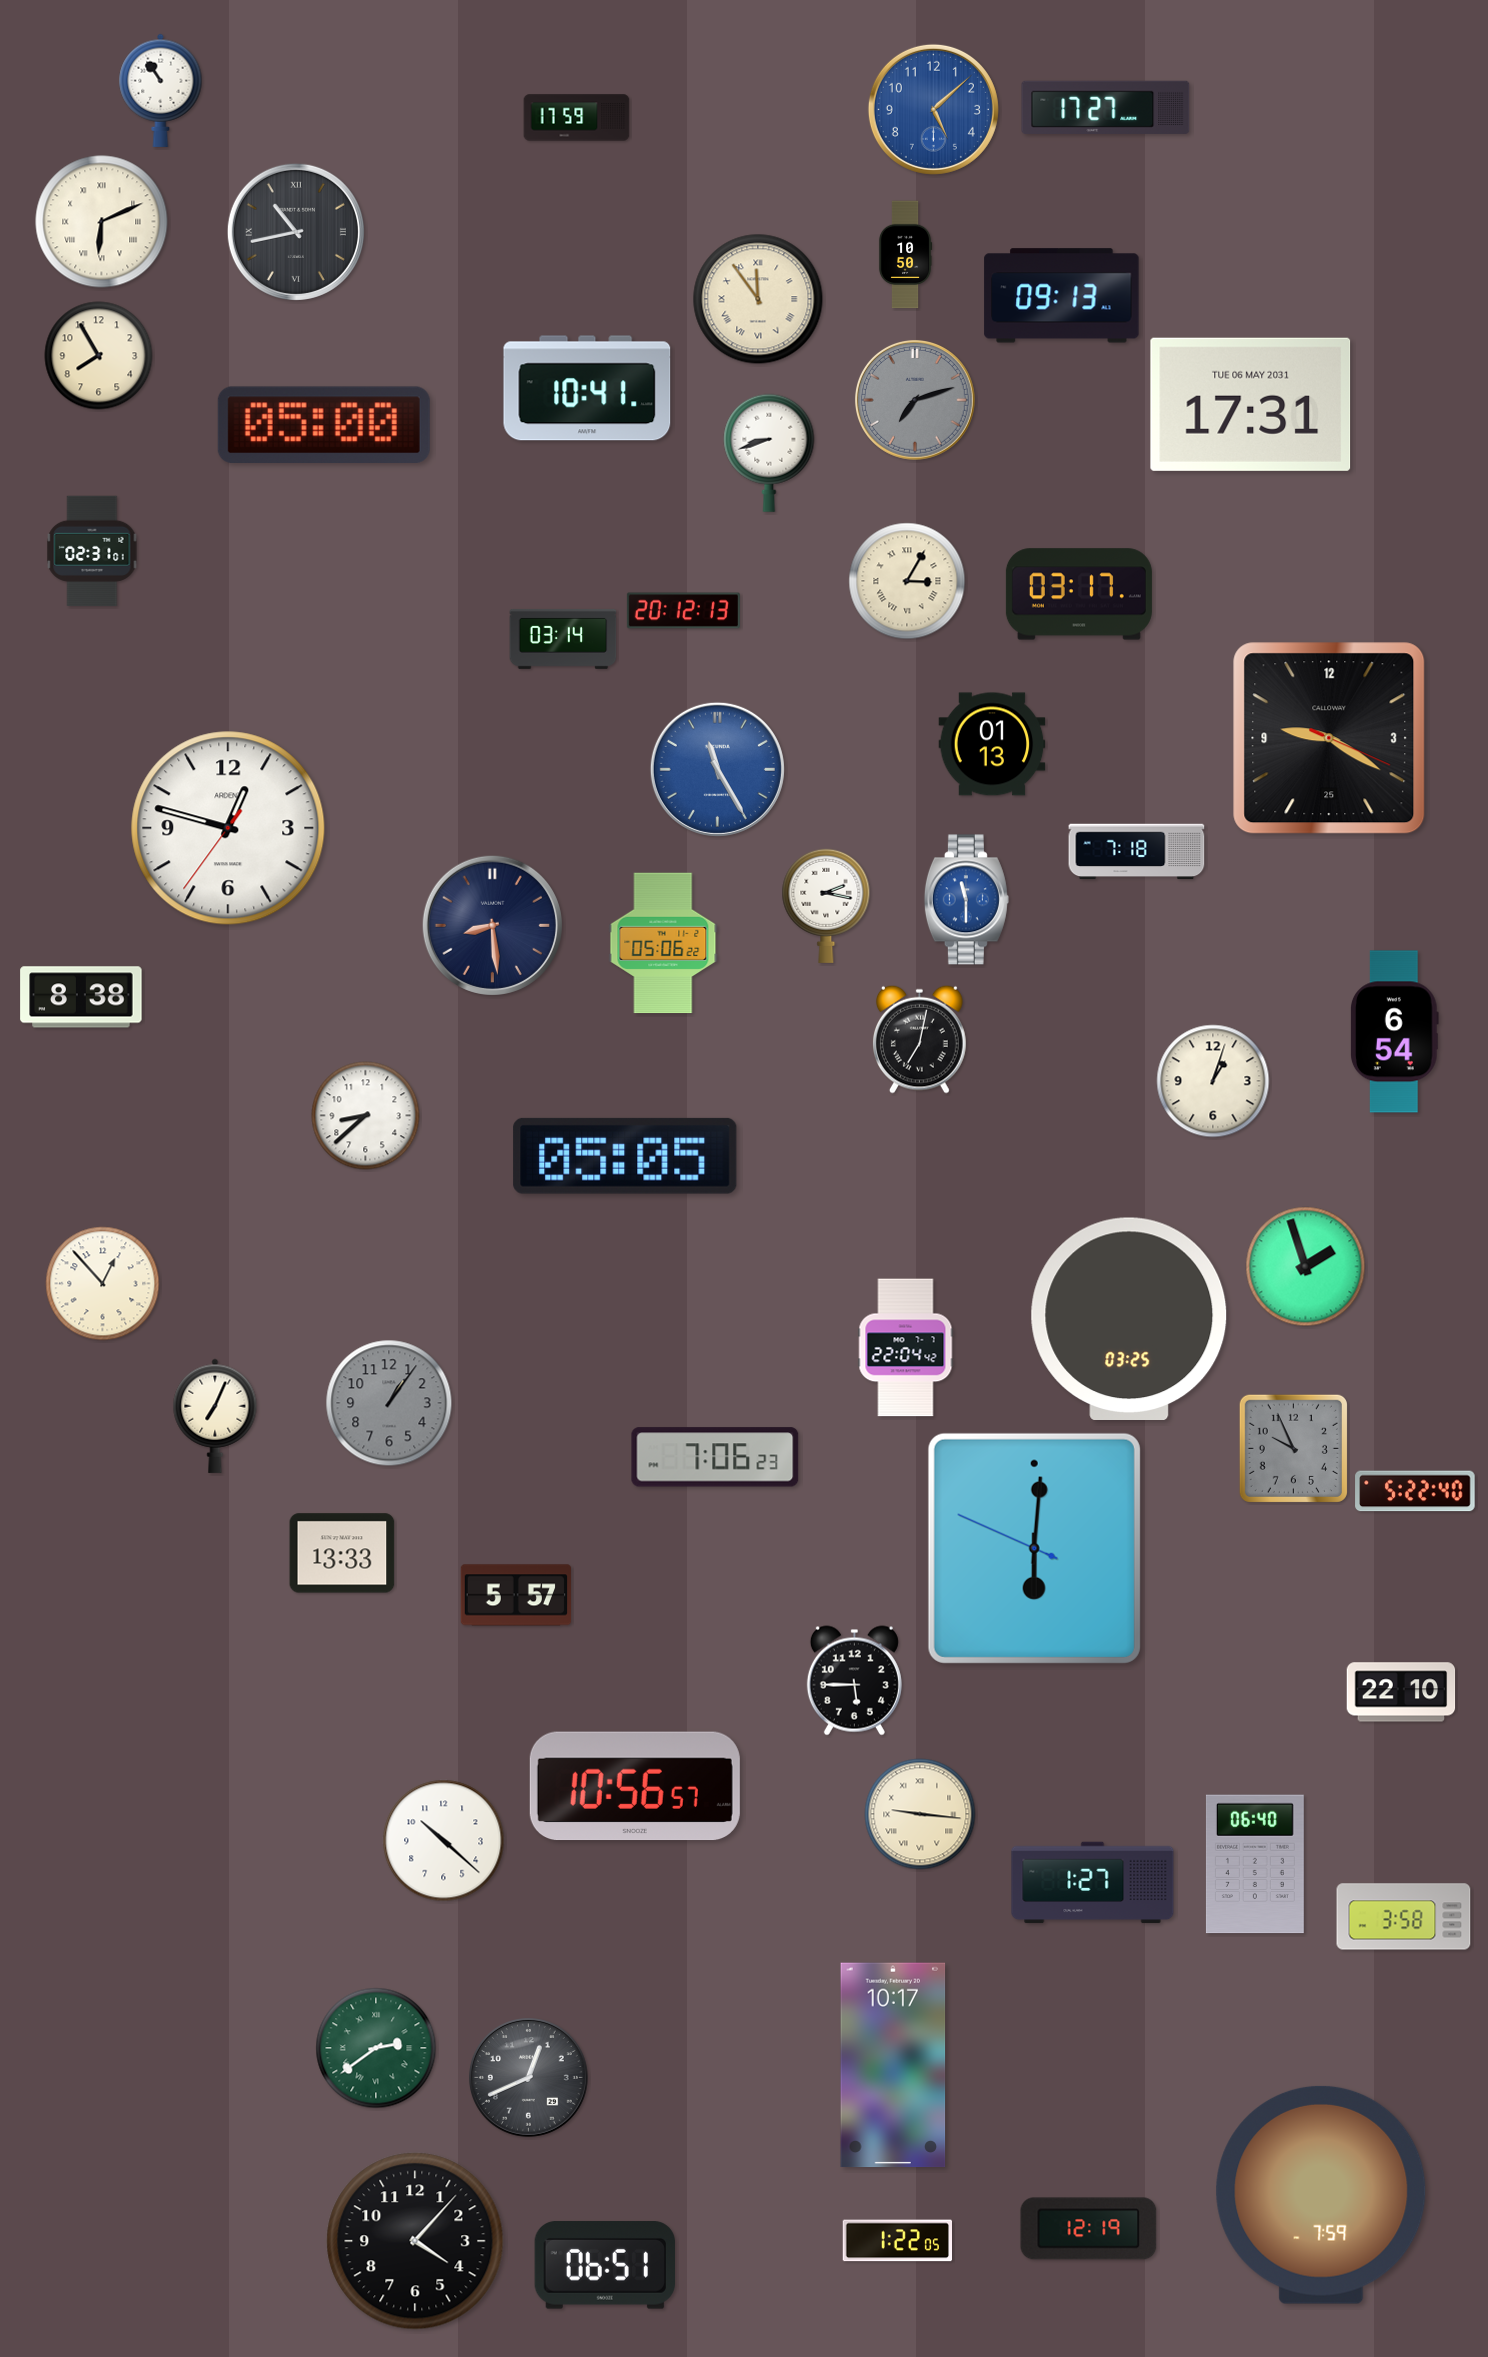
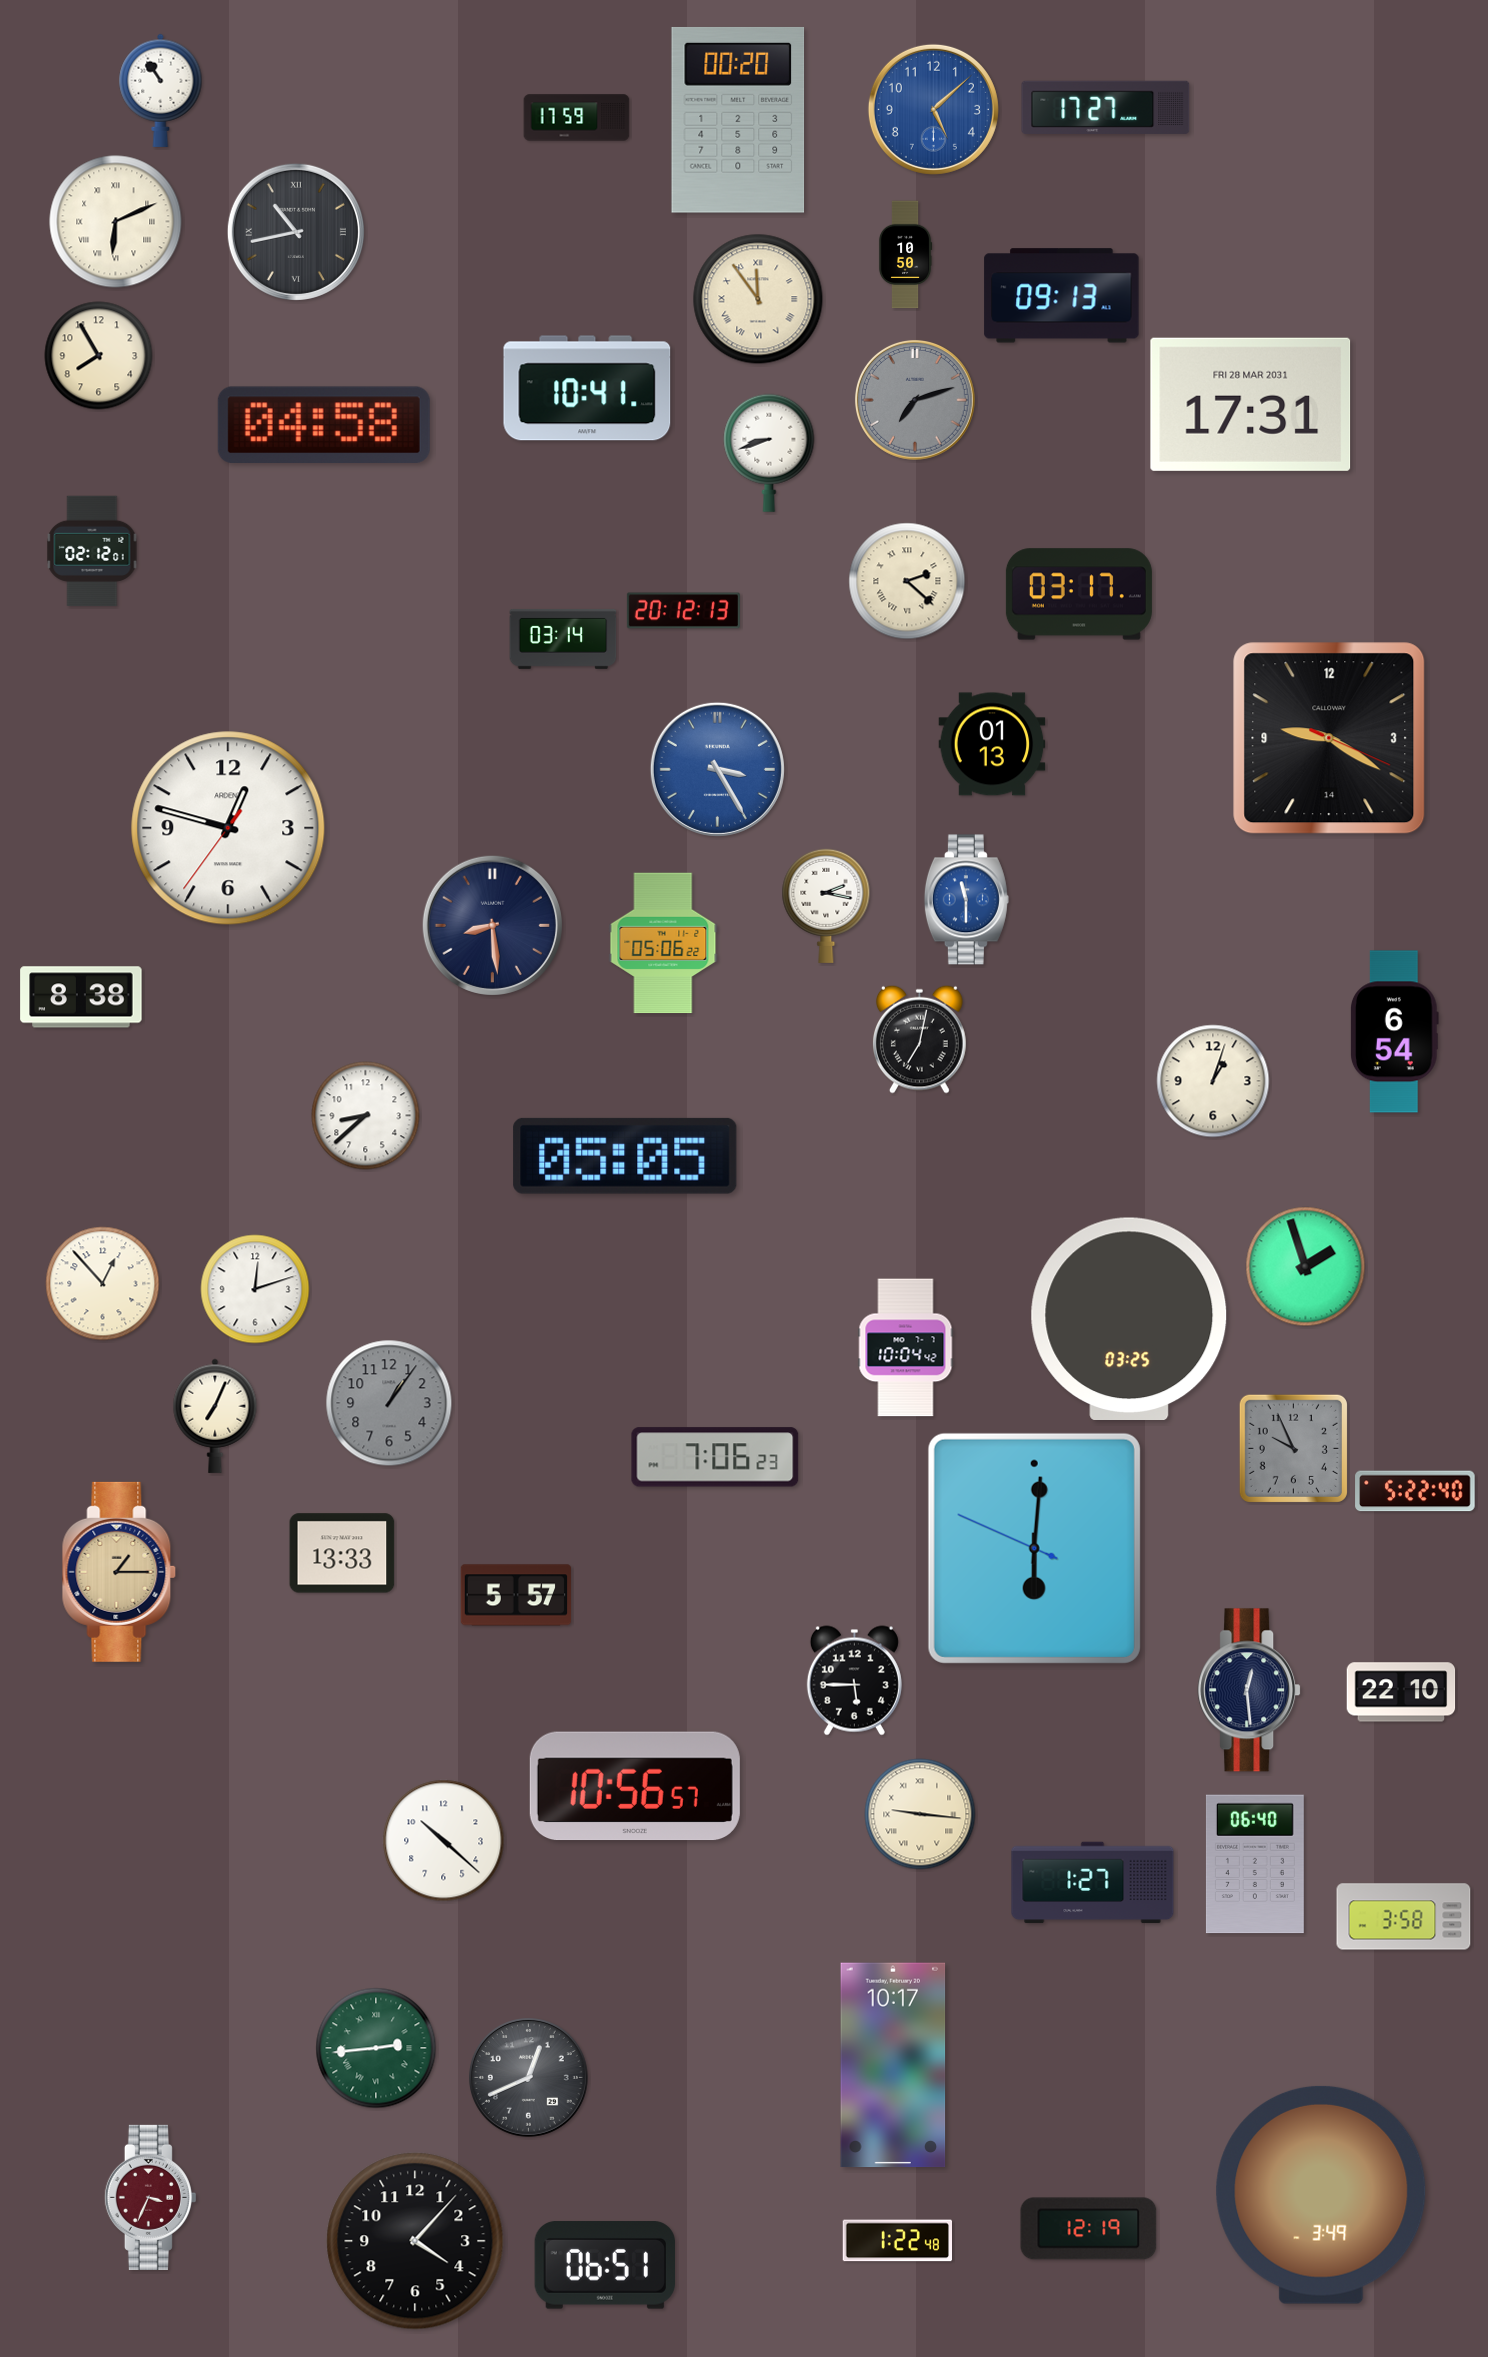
clock at (738, 120): none -> 00:20
clock at (102, 222) position: (102, 222) -> (116, 222)
clock at (1251, 404) date: TUE 06 MAY 2031 -> FRI 28 MAR 2031
clock at (324, 424): 05:00 -> 04:58
clock at (92, 550): 02:31 -> 02:12
clock at (907, 581): 3:05 -> 2:22
clock at (1329, 738) date: 25 -> 14
clock at (717, 769): 11:25 -> 3:25
clock at (1137, 852): 7:18 -> none
clock at (255, 1289): none -> 12:12
clock at (906, 1348): 22:04 -> 10:04
clock at (119, 1572): none -> 1:15
clock at (1249, 1690): none -> 12:29
clock at (376, 2048): 2:39 -> 2:44
clock at (1321, 2195): 7:59 -> 3:49
clock at (150, 2197): none -> 3:34
clock at (897, 2241): 1:22:05 -> 1:22:48
